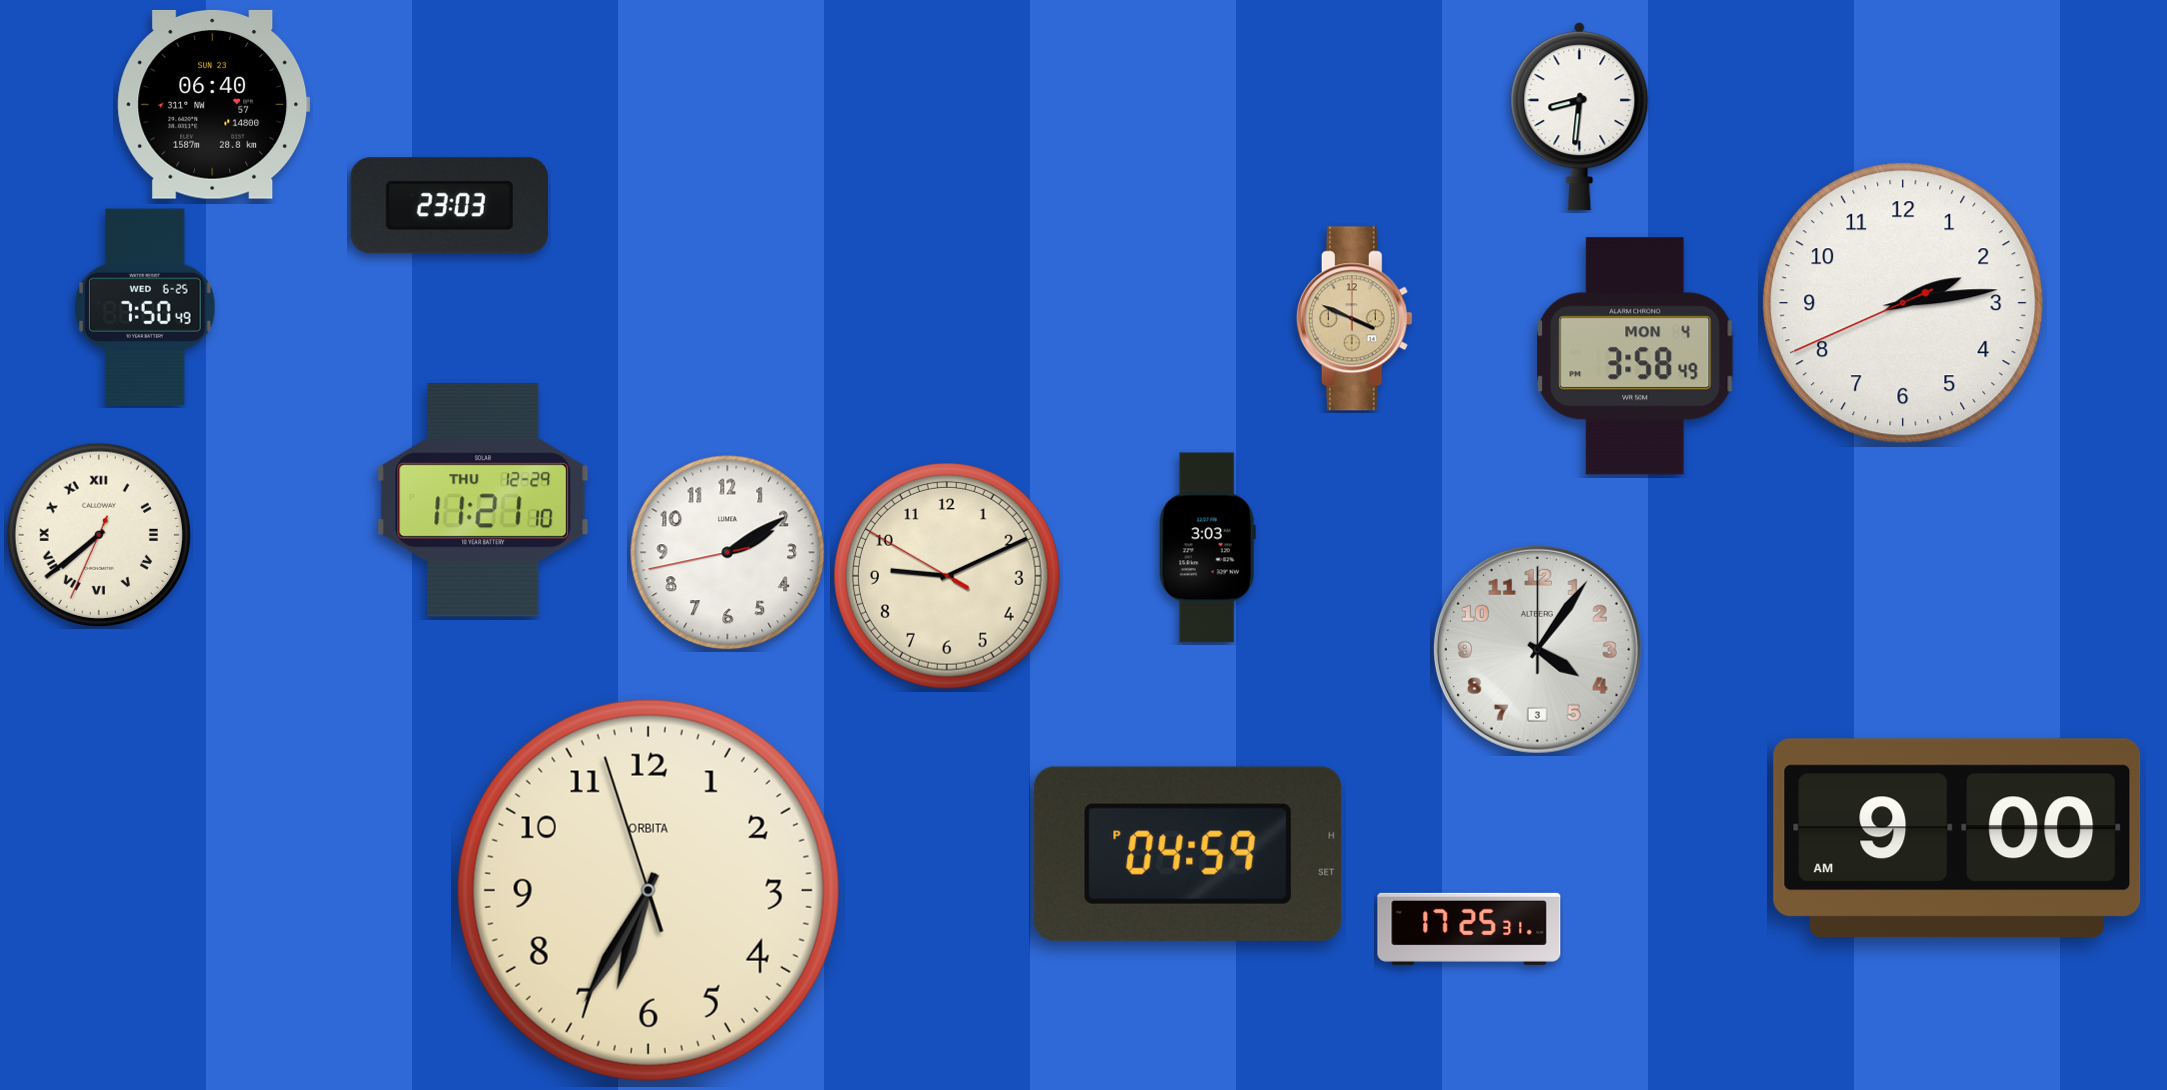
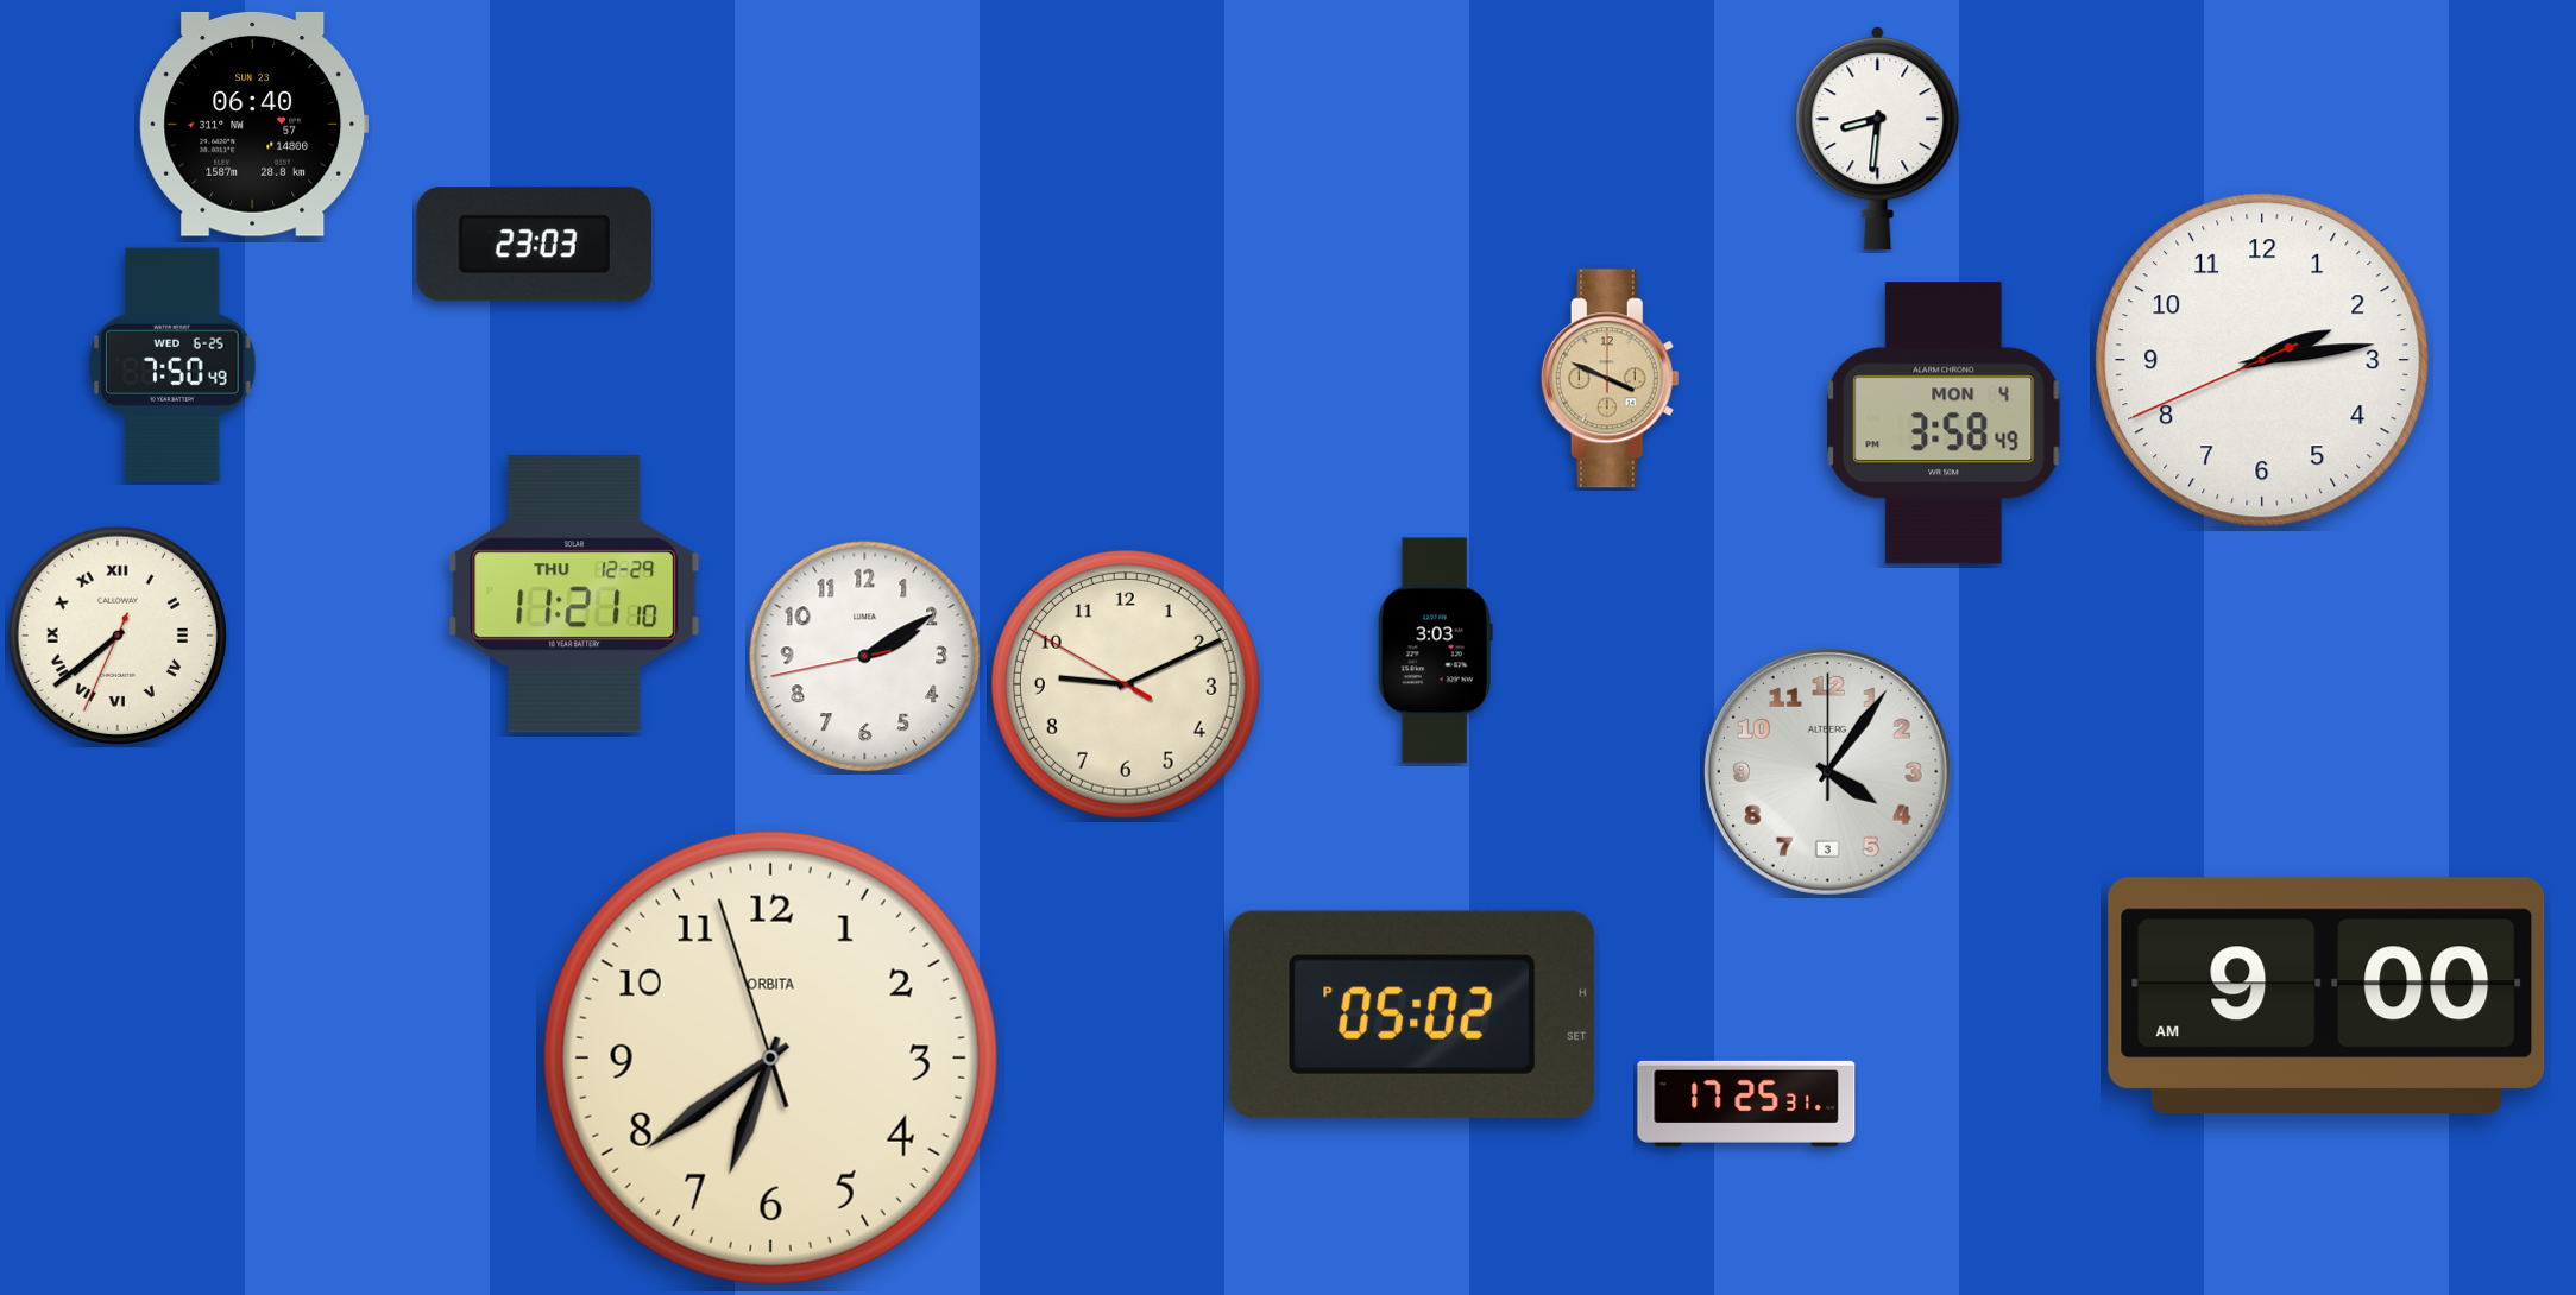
clock at (1188, 854): 04:59 -> 05:02
clock at (648, 890): 6:34 -> 6:38
